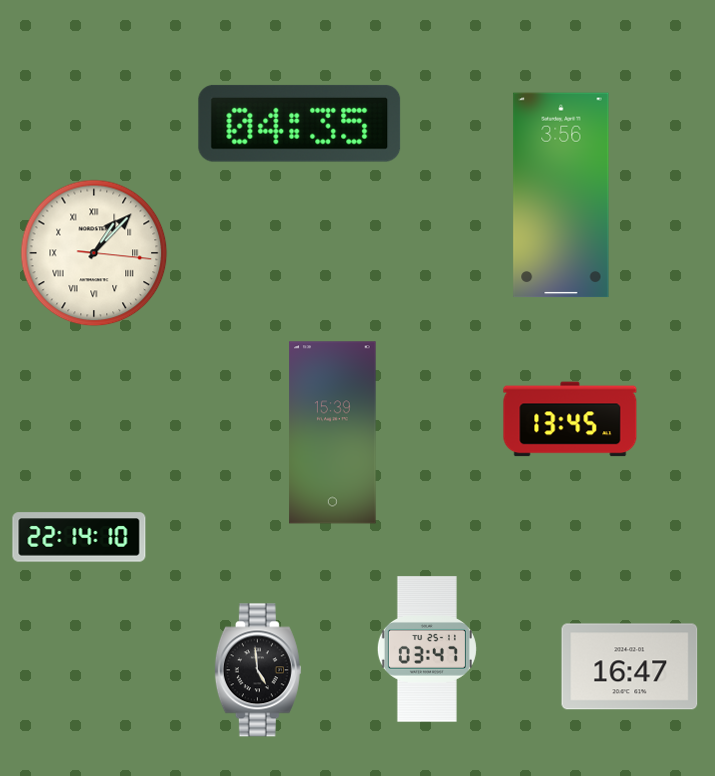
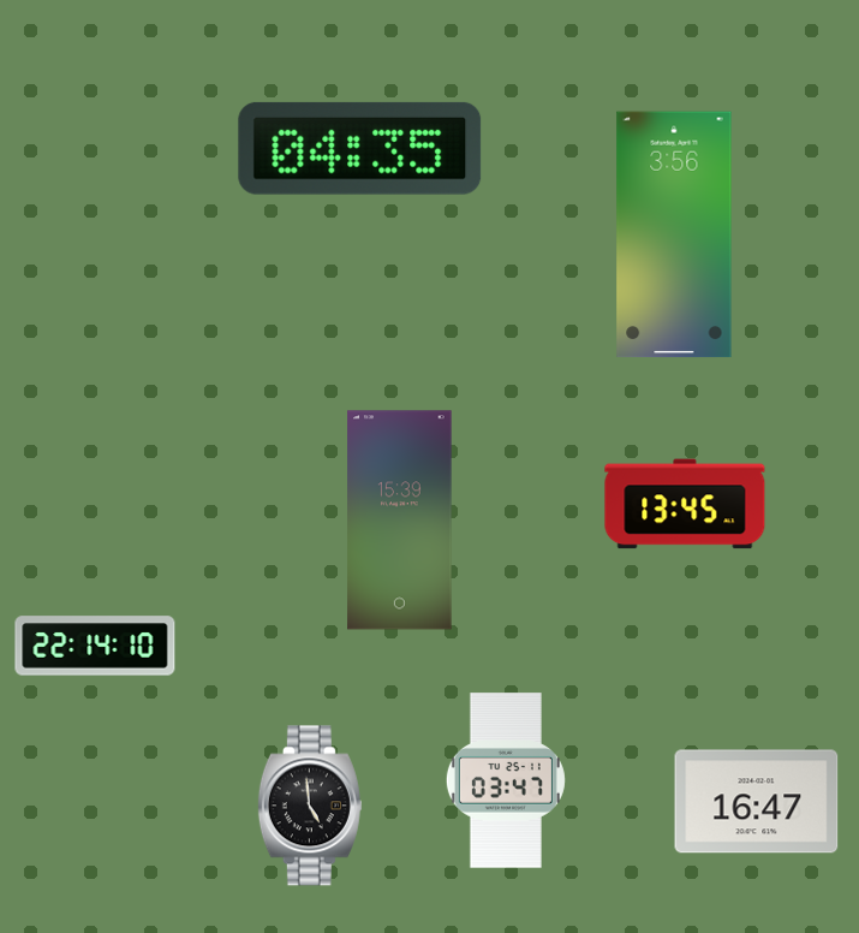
clock at (94, 253): 1:07 -> none
clock at (427, 649) position: (427, 649) -> (506, 780)
